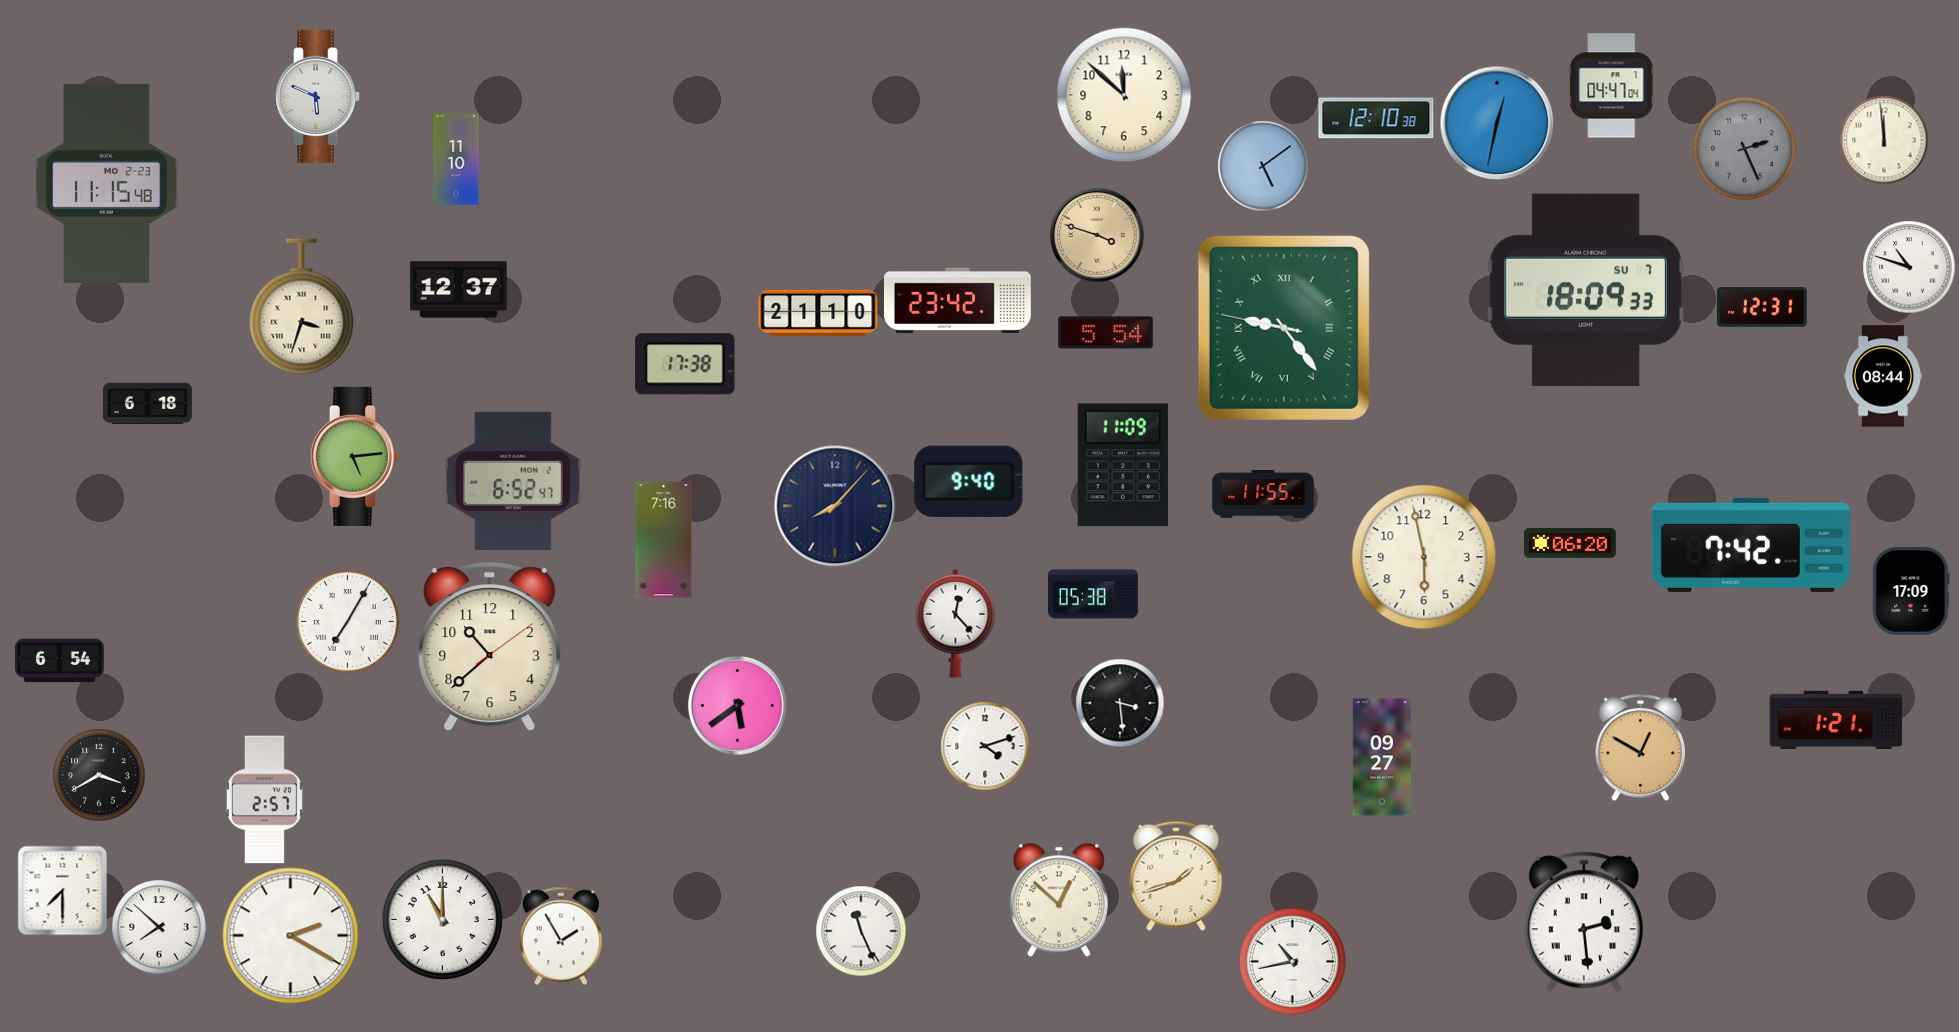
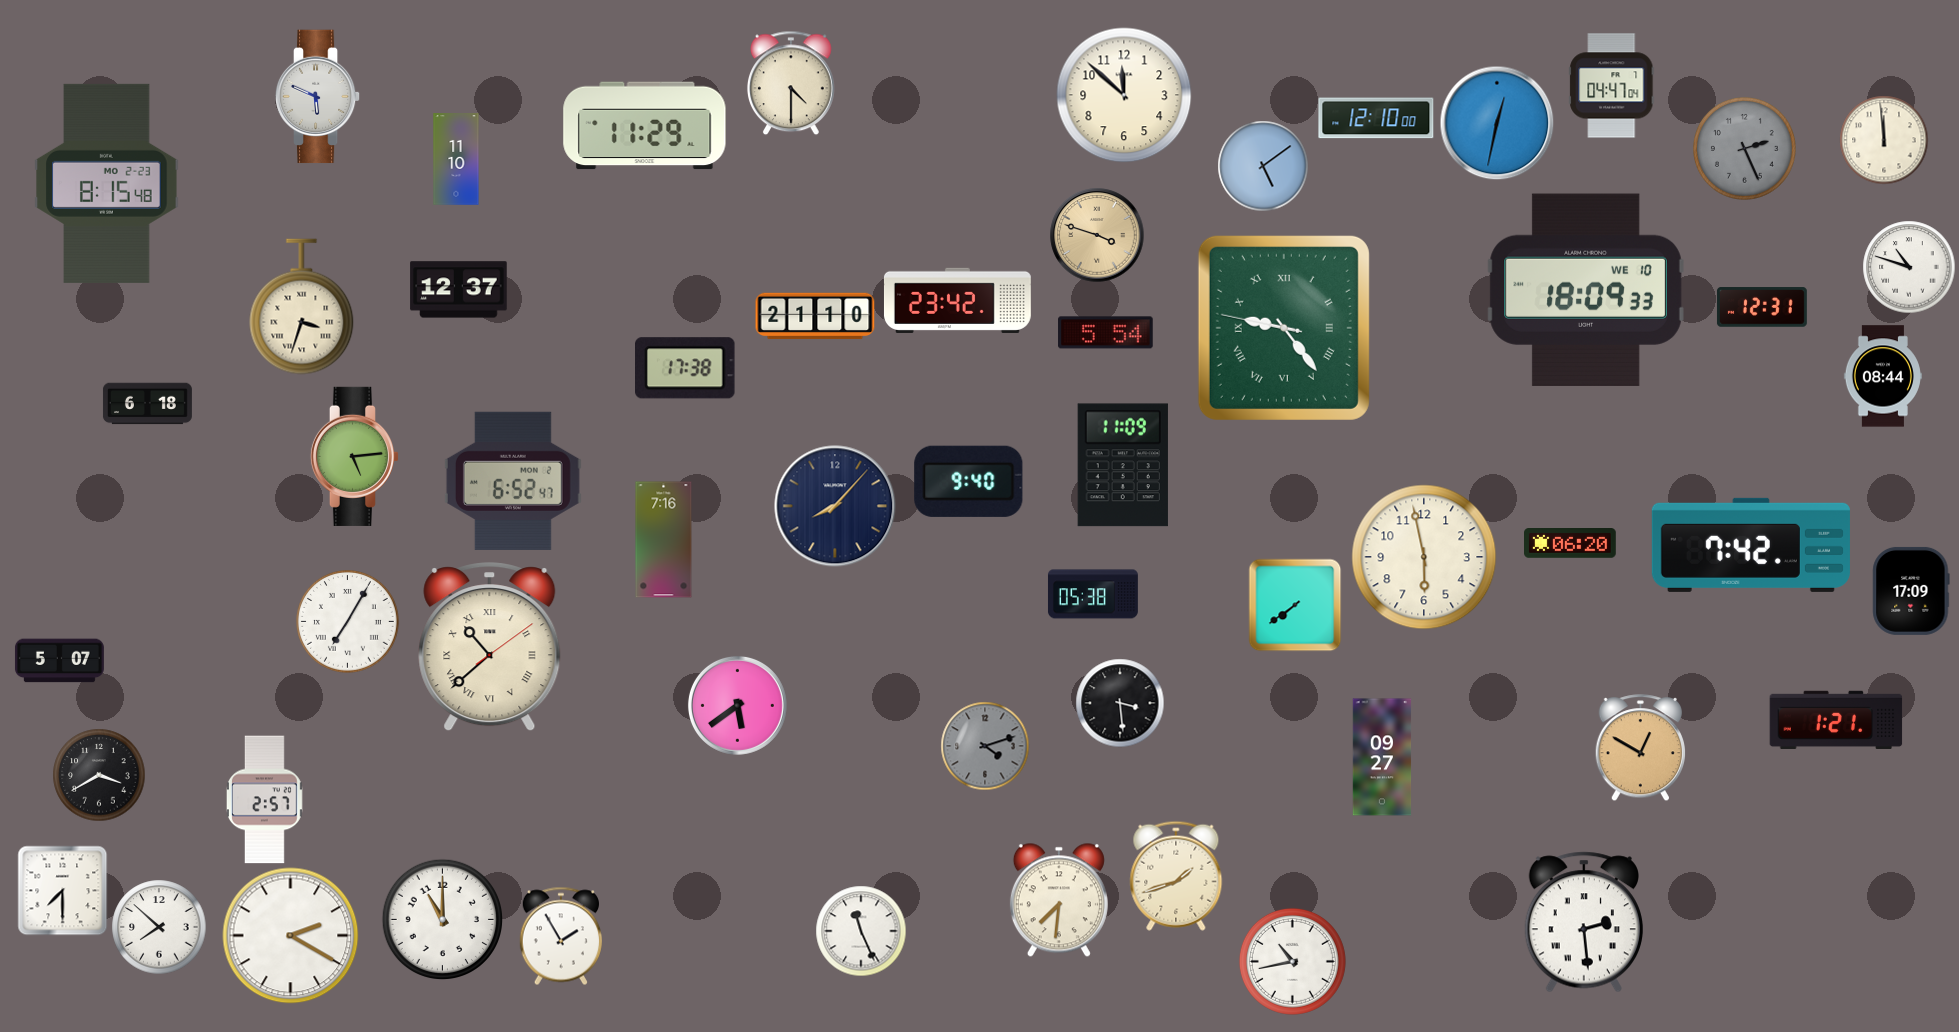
clock at (791, 83): none -> 4:30
clock at (1376, 118): 12:10:38 -> 12:10:00
clock at (645, 126): none -> 11:29
clock at (107, 183): 11:15 -> 8:15
clock at (1586, 290) date: SU 7 -> WE 10
clock at (818, 313) position: (818, 313) -> (815, 316)
clock at (685, 364) position: (685, 364) -> (685, 368)
clock at (1263, 494): 11:55 -> none
clock at (1295, 605): none -> 7:39
clock at (956, 624): 12:23 -> none
clock at (490, 647) numerals: Arabic -> Roman
clock at (59, 661): 6:54 -> 5:07
clock at (985, 746) dial: white -> grey
clock at (1059, 900): 12:52 -> 7:31
